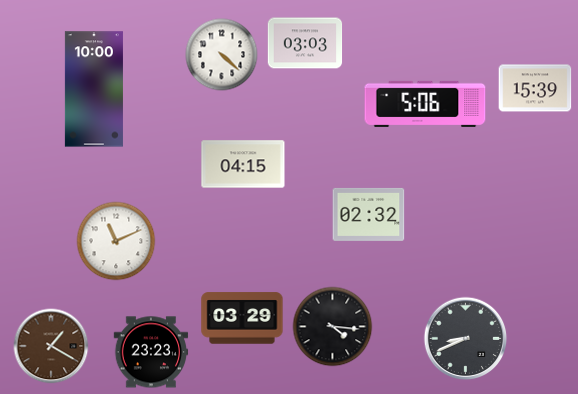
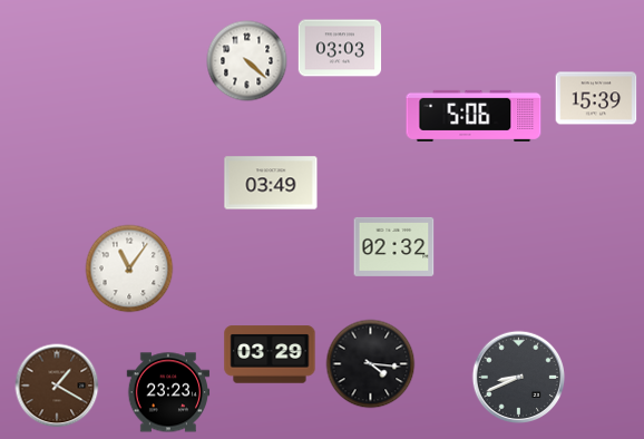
clock at (94, 89): 10:00 -> none
clock at (243, 164): 04:15 -> 03:49
clock at (369, 214) position: (369, 214) -> (394, 246)
clock at (116, 241): 11:11 -> 11:06
